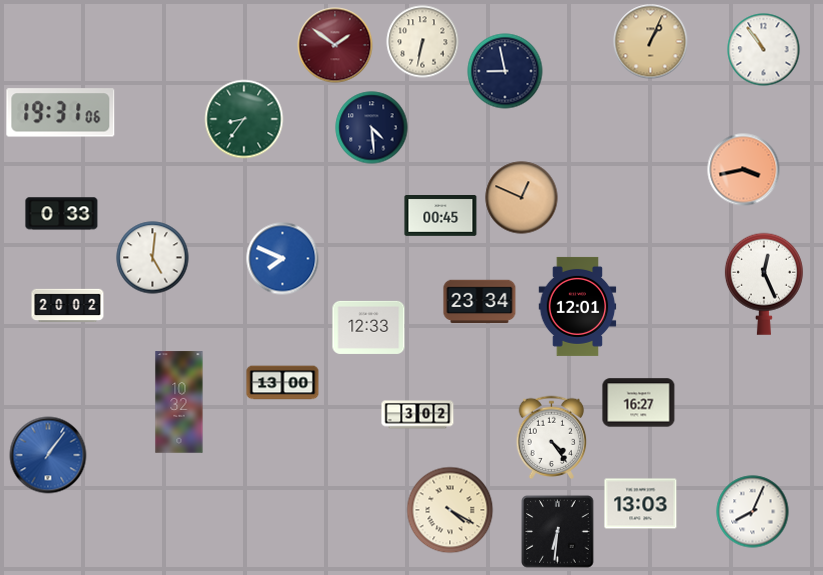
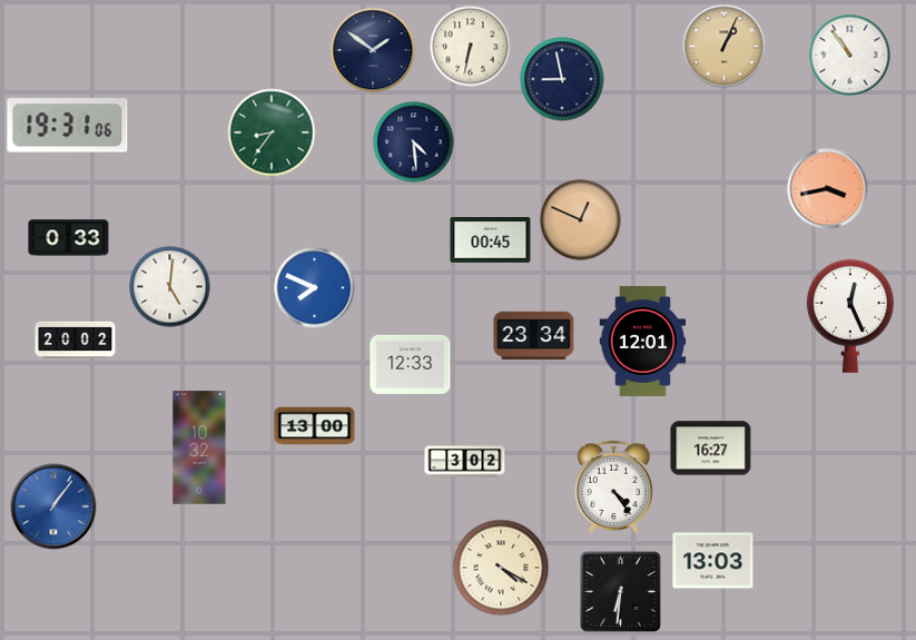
clock at (335, 45) dial: burgundy -> navy
clock at (753, 512): 8:04 -> none
